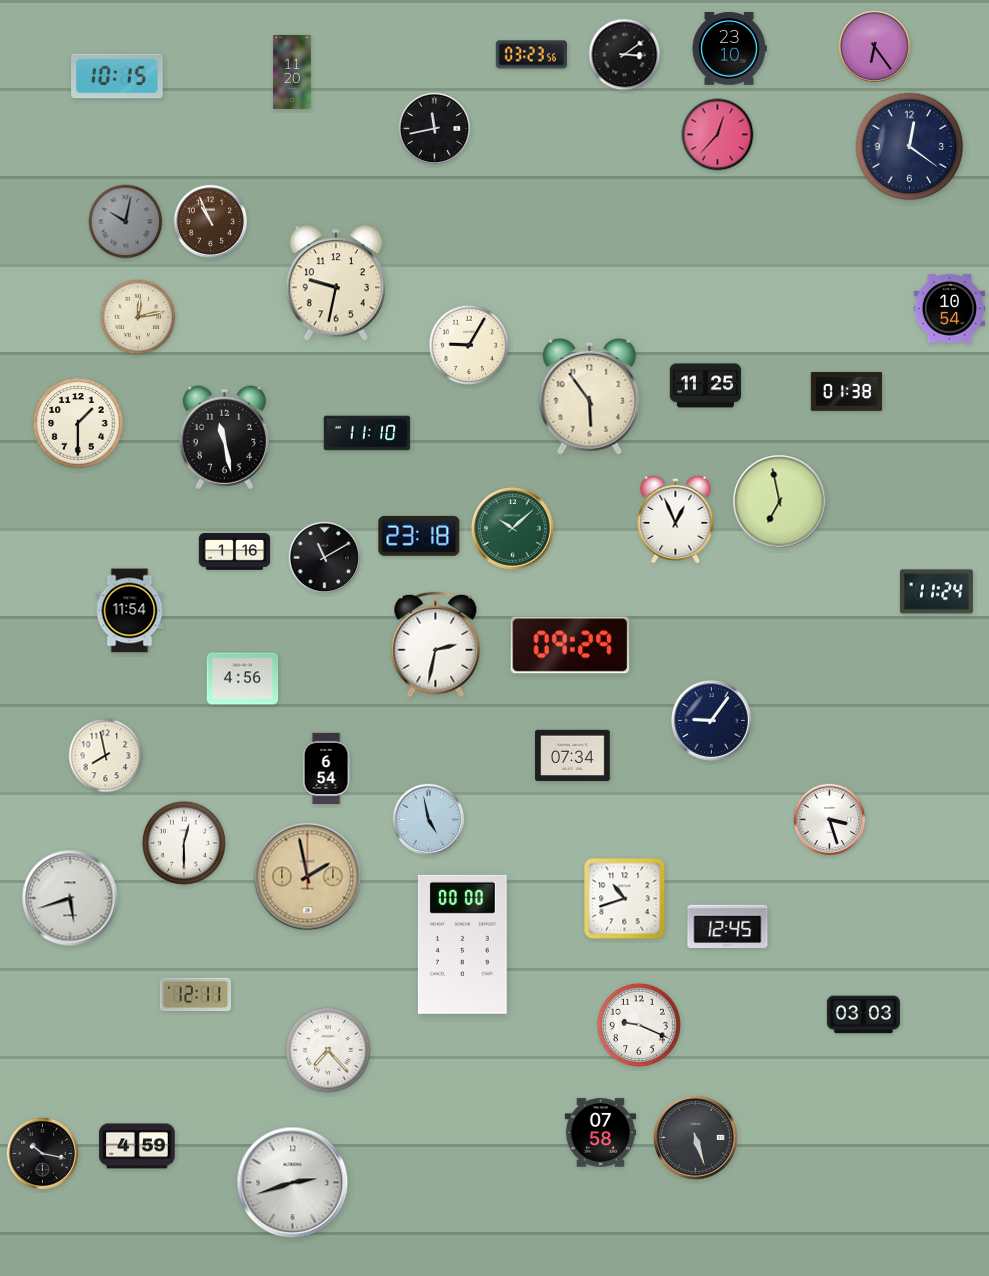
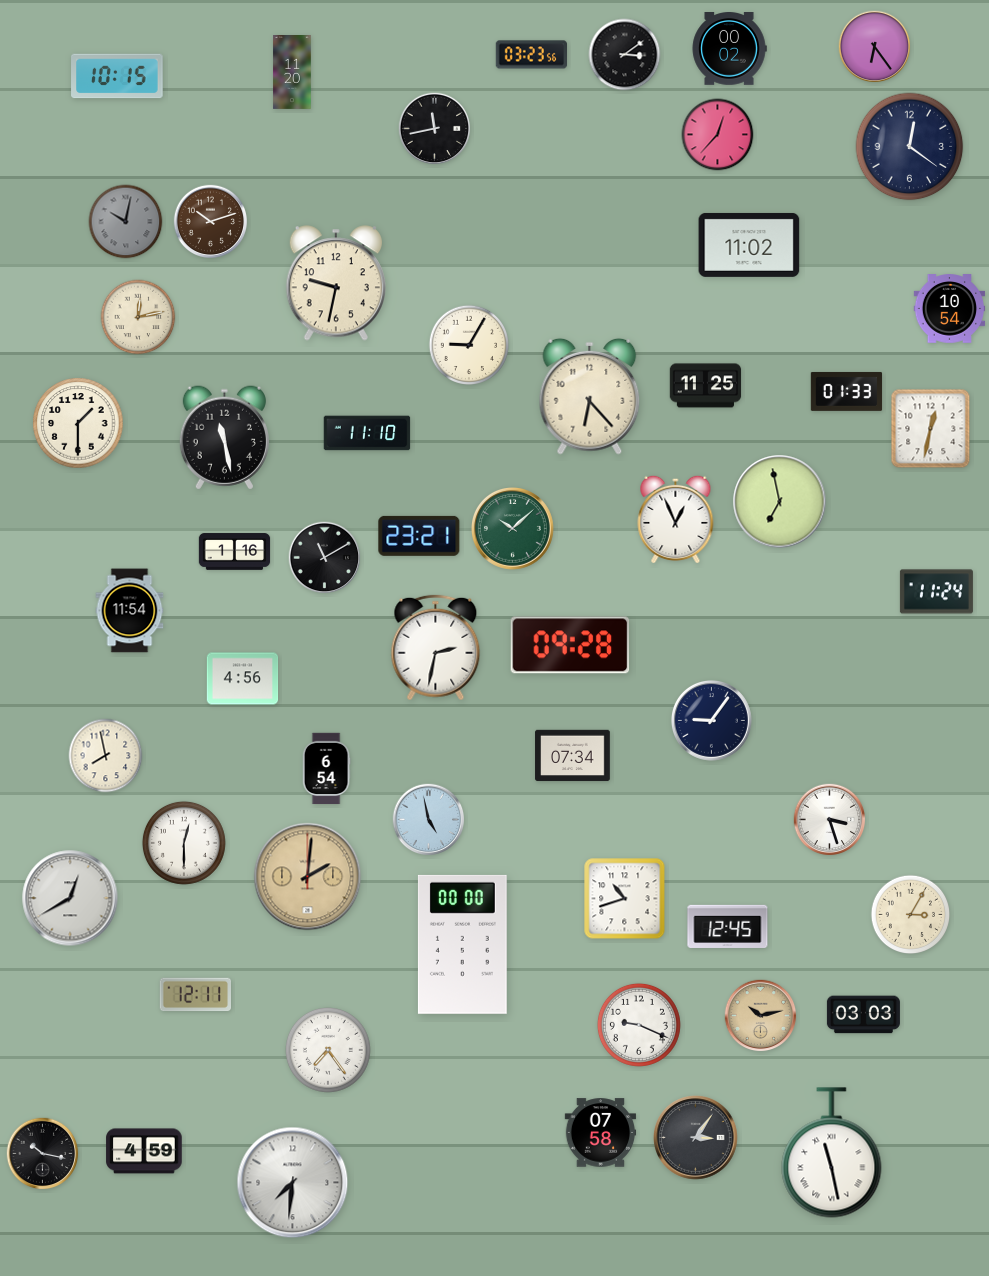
clock at (729, 49): 23:10 -> 00:02
clock at (210, 221): 10:56 -> 10:12
clock at (749, 245): none -> 11:02
clock at (847, 391): 01:38 -> 01:33
clock at (590, 396): 5:54 -> 6:23
clock at (931, 429): none -> 12:32
clock at (419, 536): 23:18 -> 23:21
clock at (436, 645) position: (436, 645) -> (436, 648)
clock at (570, 645): 09:29 -> 09:28
clock at (308, 877): 1:58 -> 2:01
clock at (70, 898): 5:42 -> 12:40
clock at (911, 915): none -> 3:05
clock at (761, 1016): none -> 10:13
clock at (329, 1051): 7:23 -> 7:24
clock at (696, 1138): 5:27 -> 3:06
clock at (137, 1146) position: (137, 1146) -> (144, 1151)
clock at (832, 1153): none -> 11:28
clock at (293, 1183): 2:42 -> 7:31
